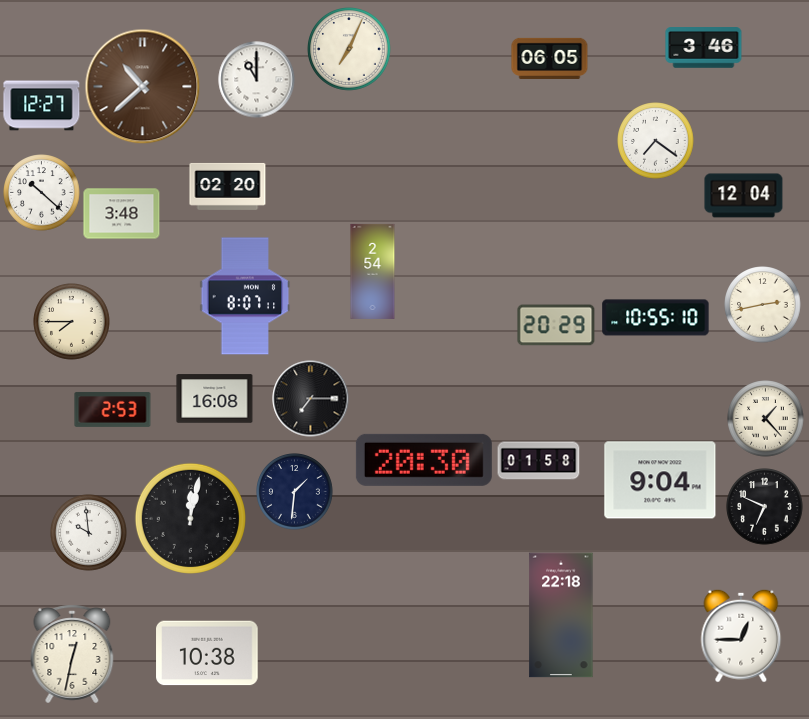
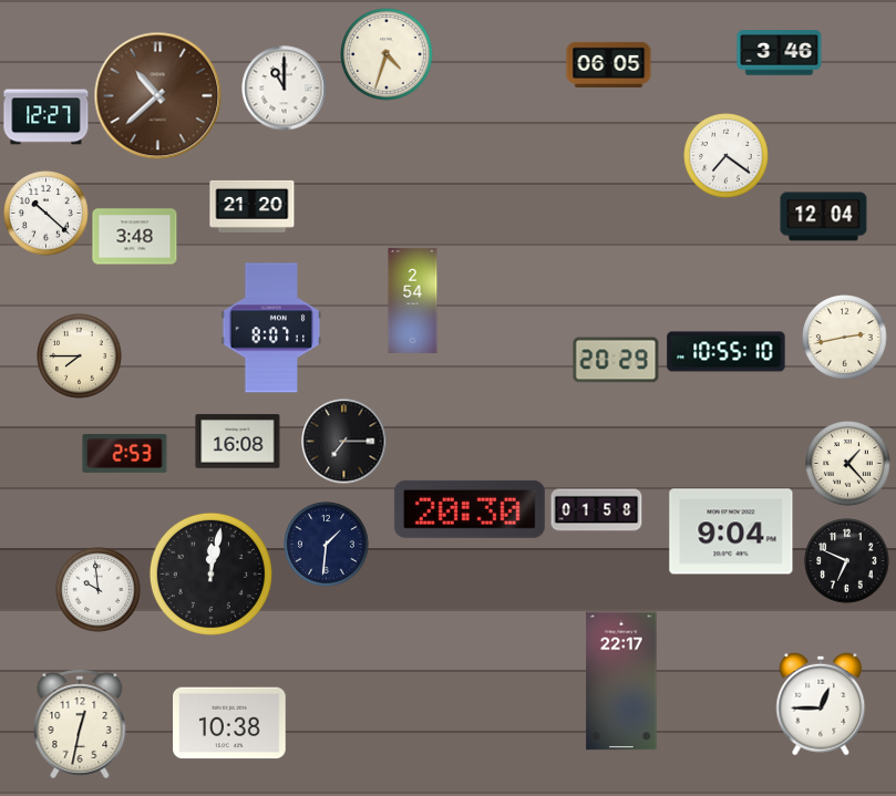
clock at (350, 50): 7:04 -> 4:33
clock at (228, 186): 02:20 -> 21:20
clock at (561, 615): 22:18 -> 22:17
